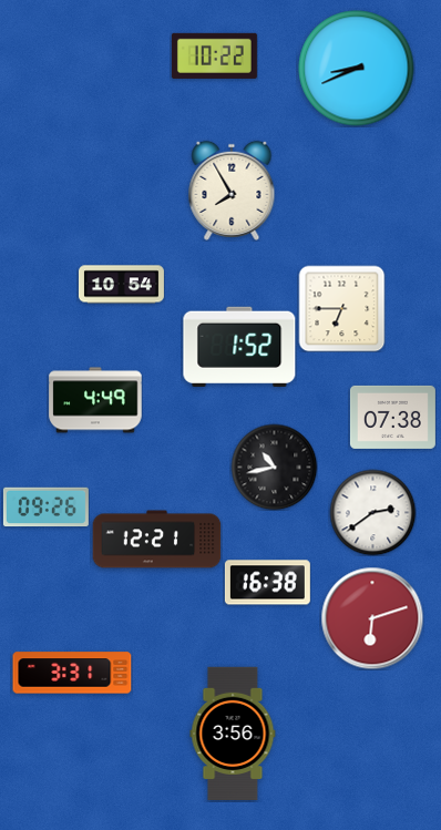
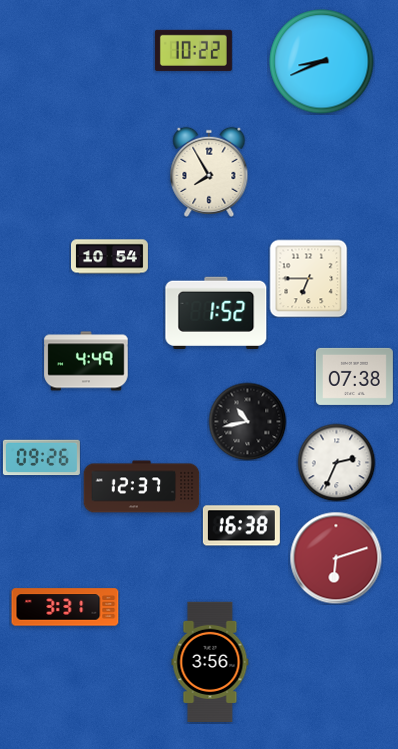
clock at (372, 512): 2:39 -> 2:34
clock at (157, 540): 12:21 -> 12:37
